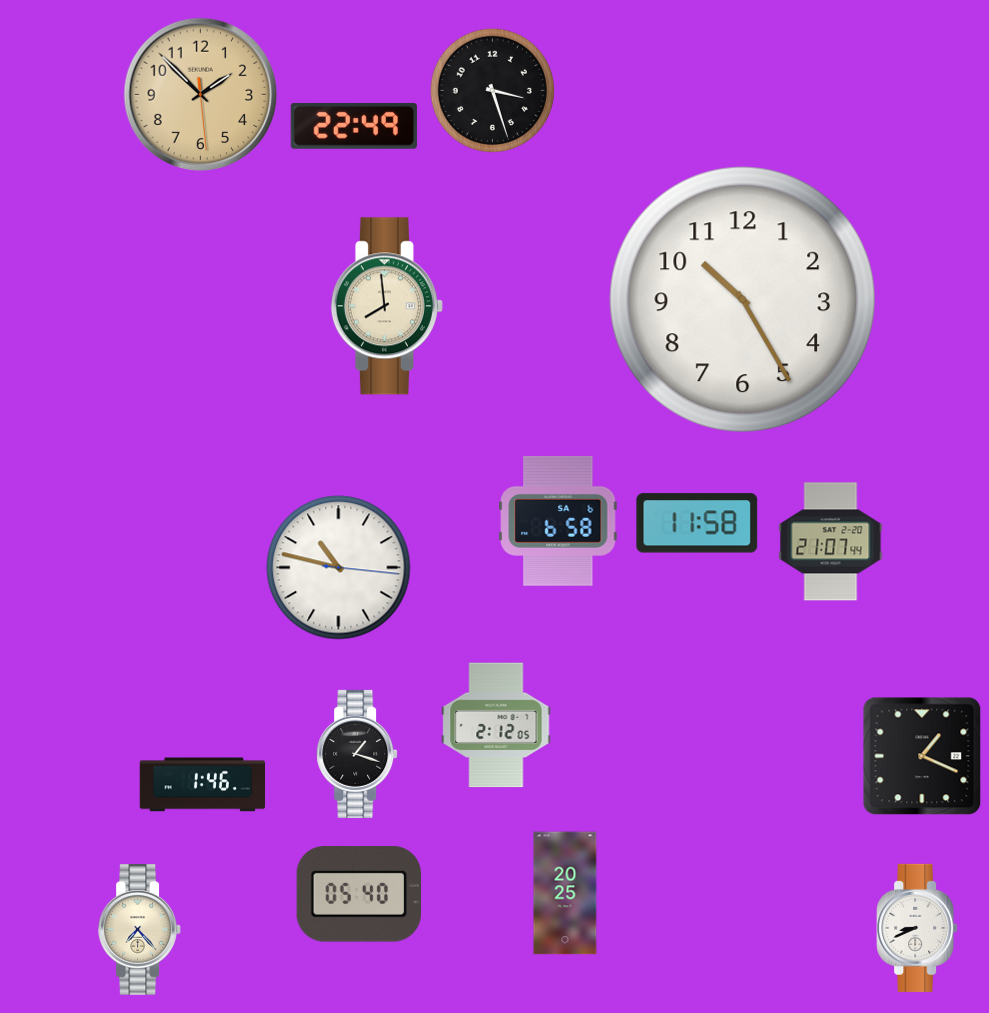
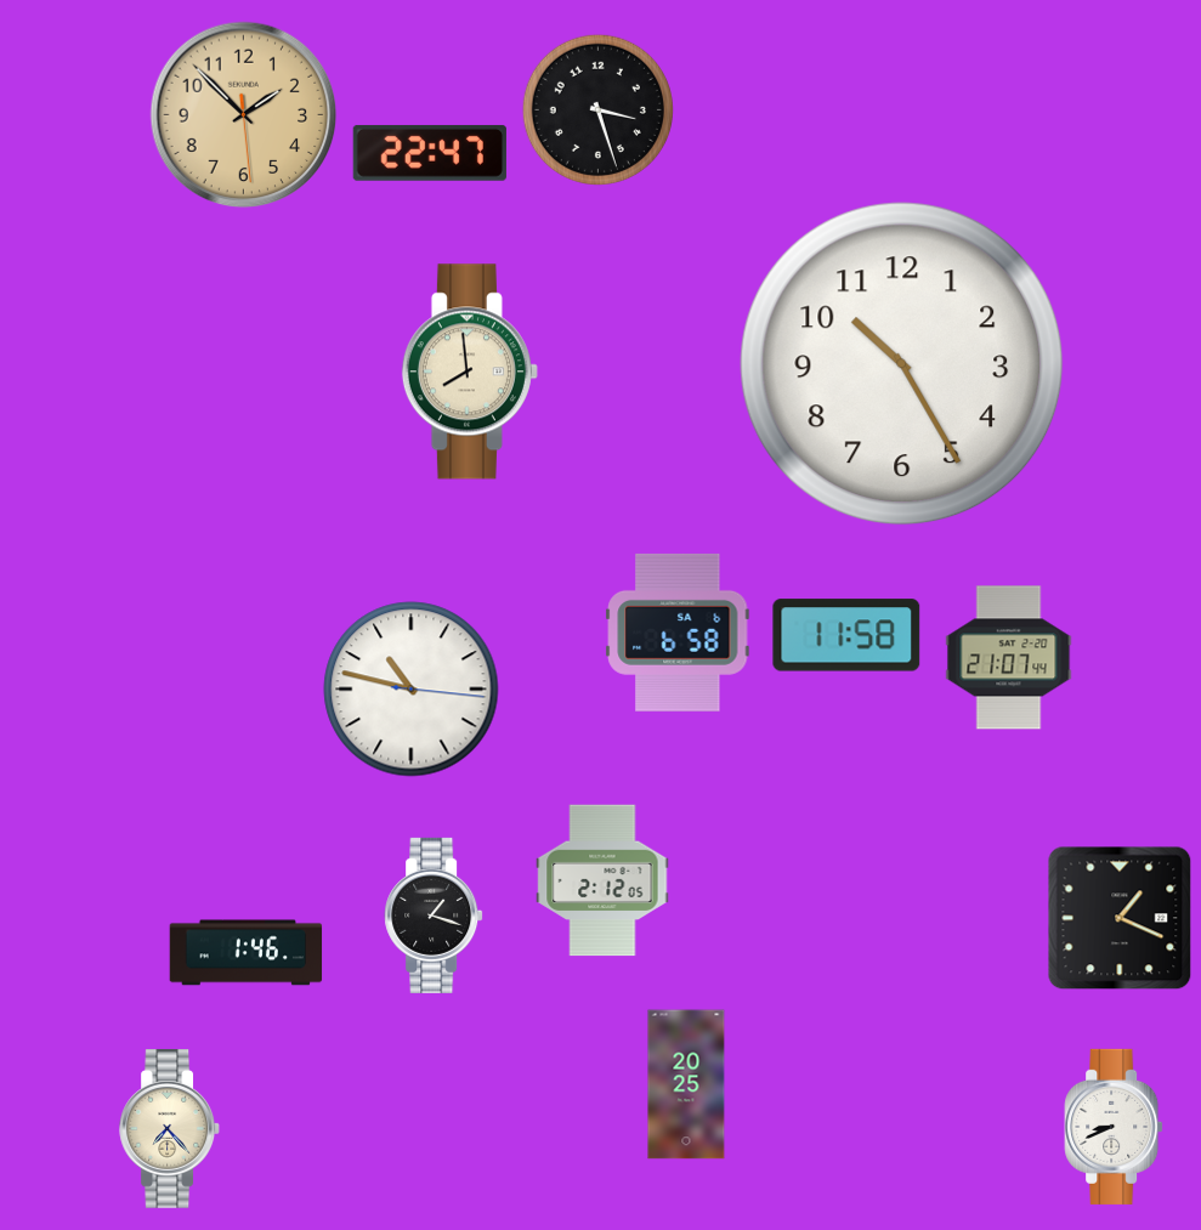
clock at (354, 126): 22:49 -> 22:47
clock at (359, 894): 05:40 -> none
